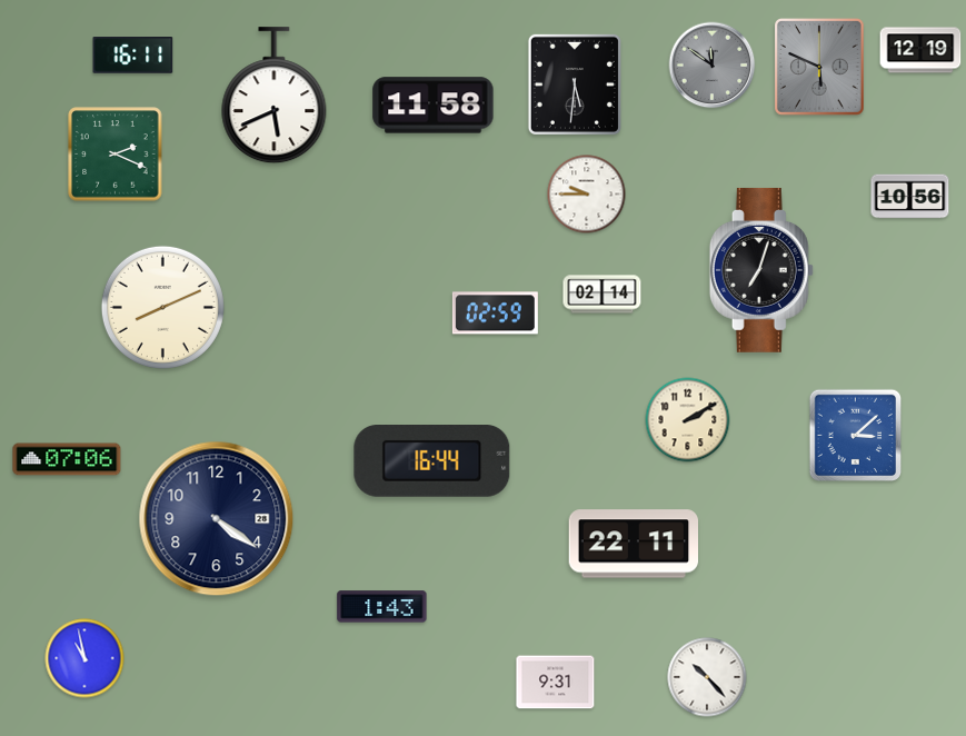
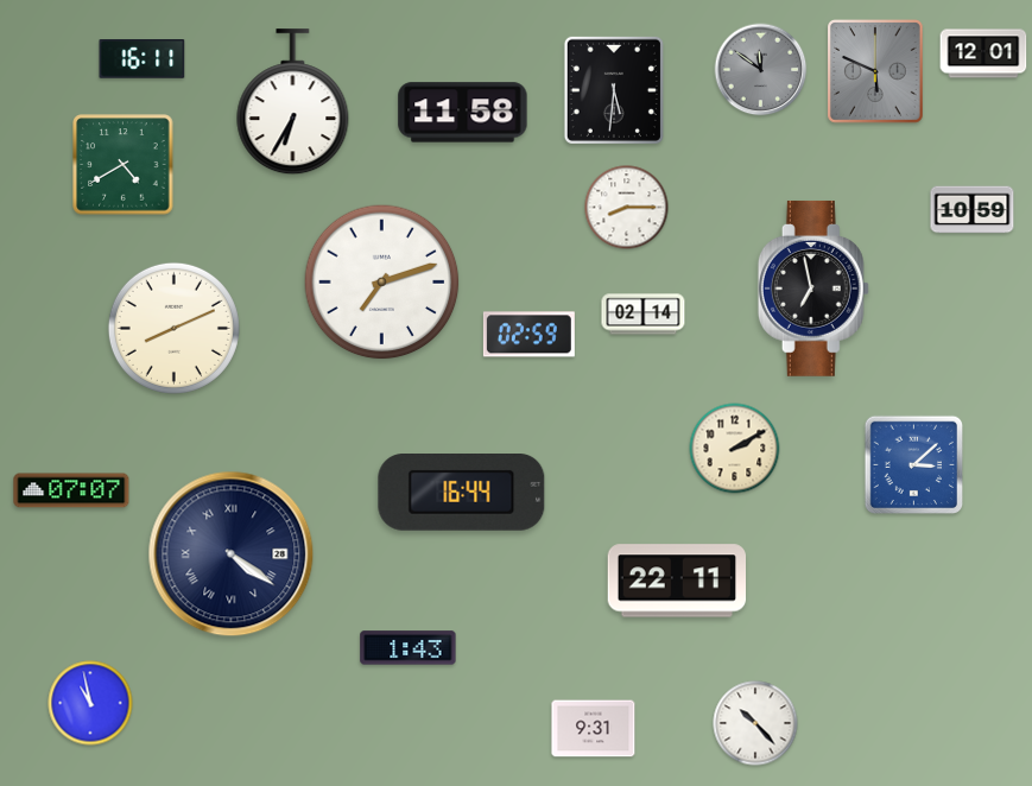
clock at (920, 50): 12:19 -> 12:01
clock at (275, 96): 5:41 -> 6:35
clock at (116, 155): 2:19 -> 4:40
clock at (587, 195): 9:45 -> 8:15
clock at (910, 197): 10:56 -> 10:59
clock at (382, 283): none -> 7:12
clock at (761, 270): 7:03 -> 6:58
clock at (67, 459): 07:06 -> 07:07
clock at (217, 519) numerals: Arabic -> Roman
